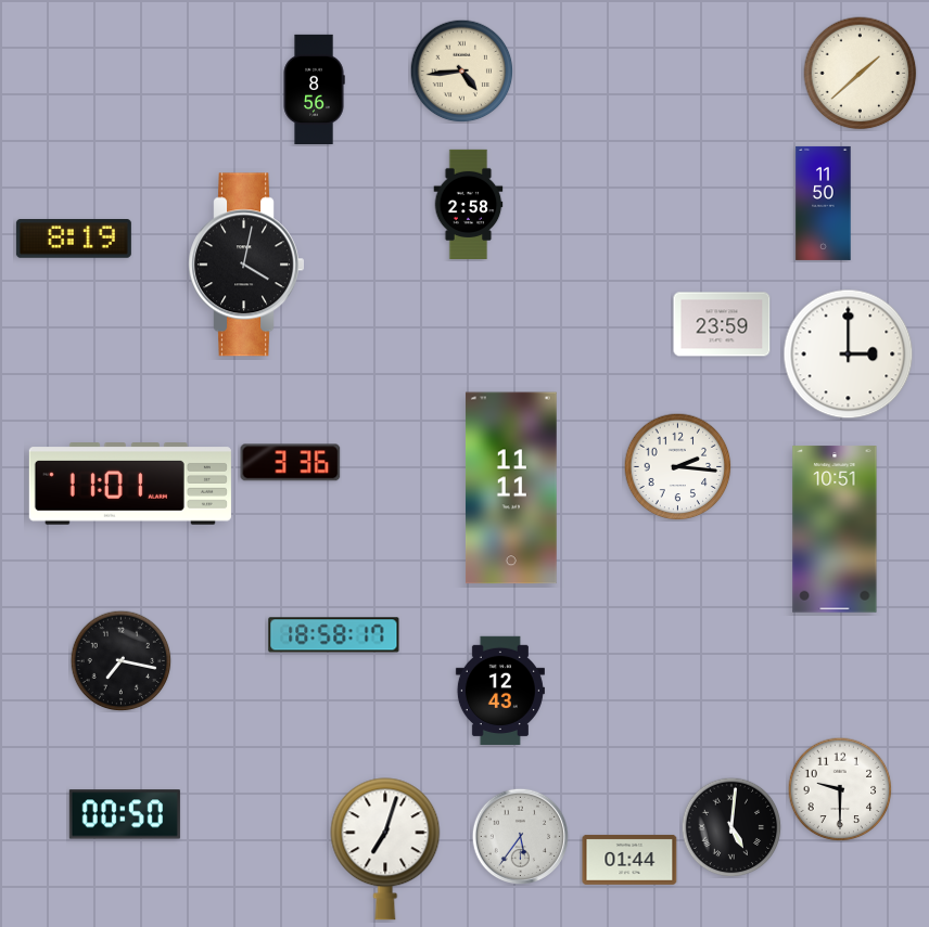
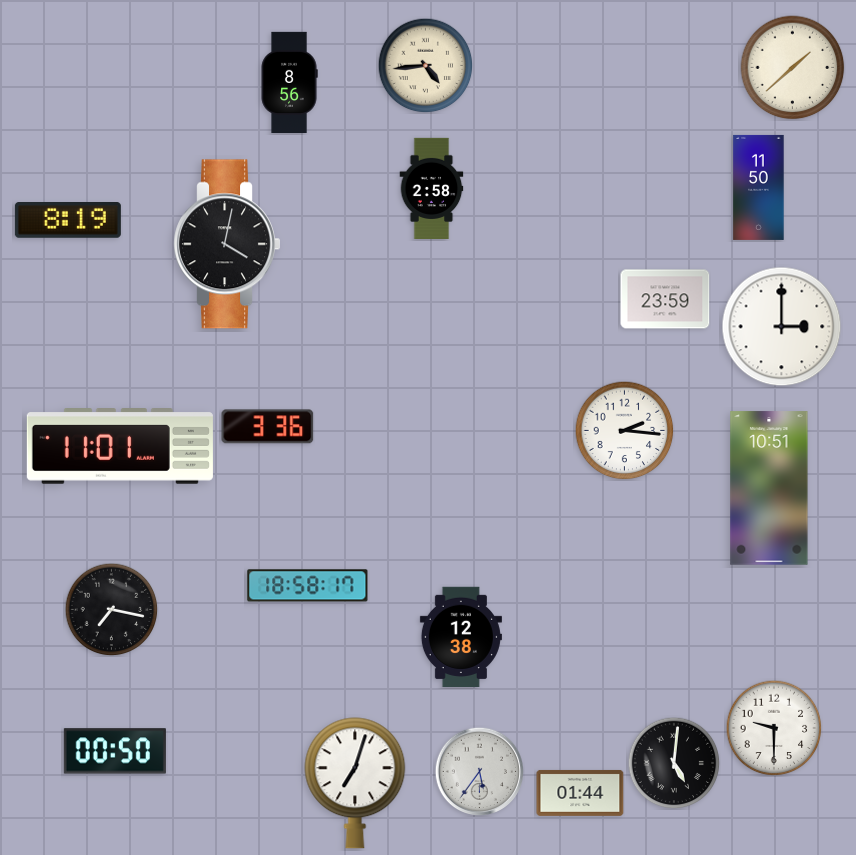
clock at (511, 488): 11:11 -> none
clock at (500, 690): 12:43 -> 12:38
